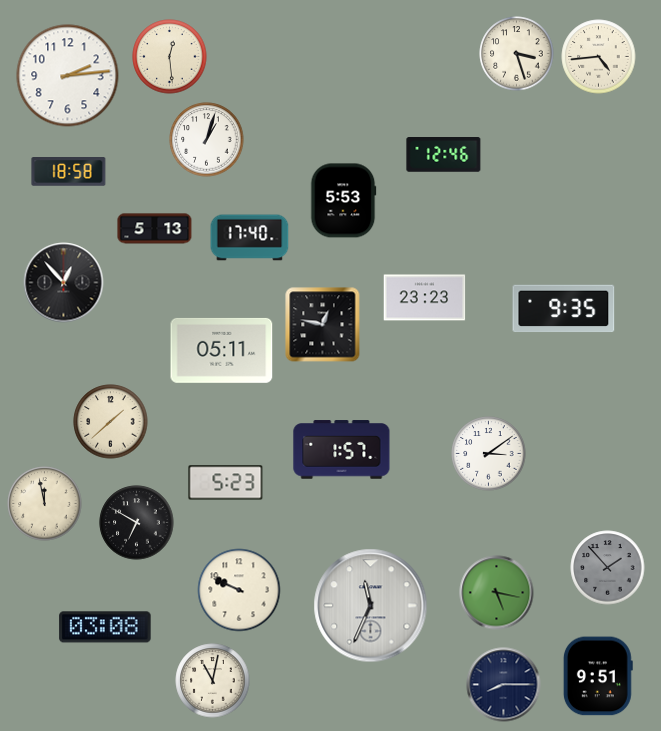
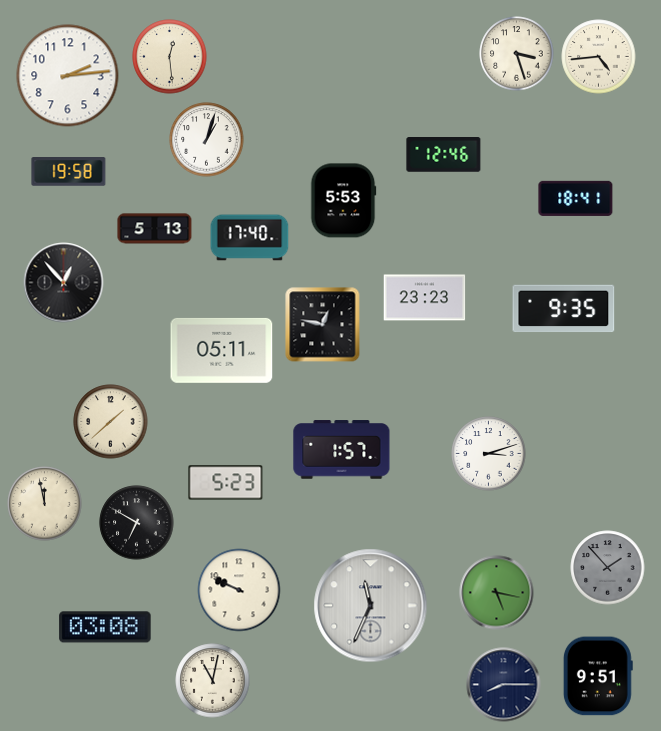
clock at (69, 172): 18:58 -> 19:58
clock at (576, 198): none -> 18:41
clock at (489, 454): 3:09 -> 3:12
